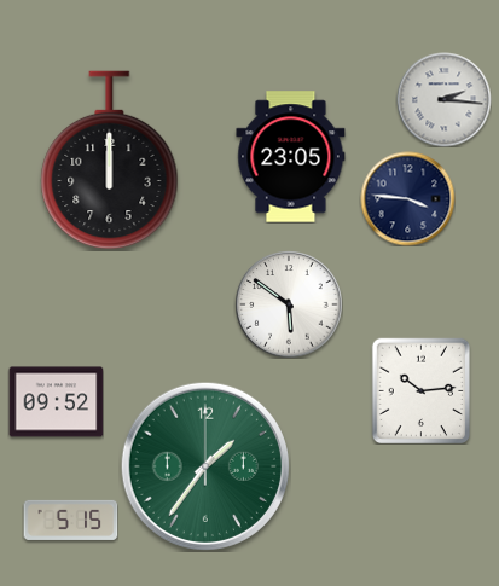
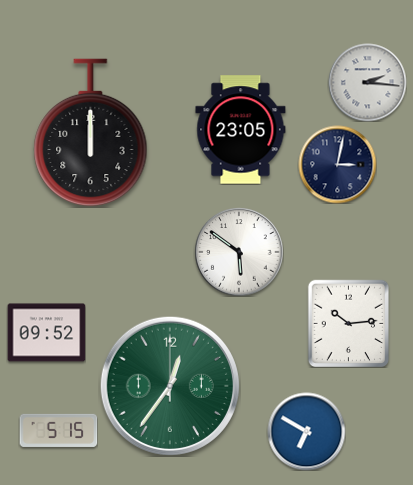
clock at (407, 198): 3:46 -> 3:02
clock at (205, 466): 1:36 -> 12:36
clock at (306, 431): none -> 6:50
